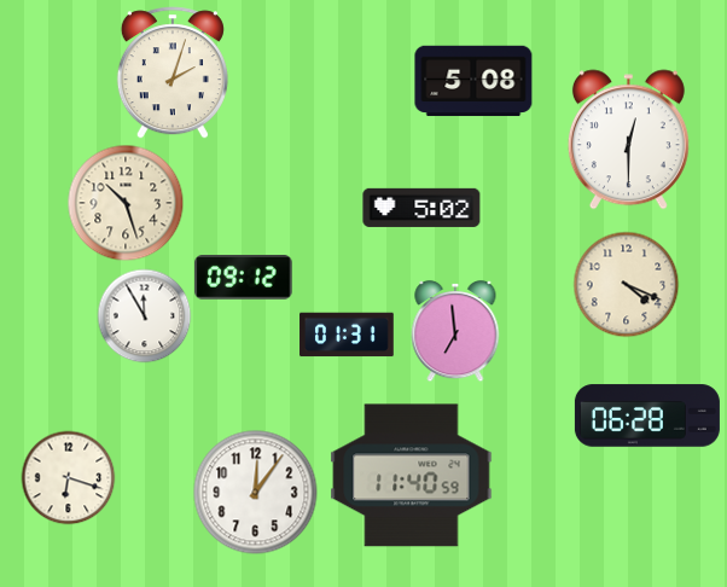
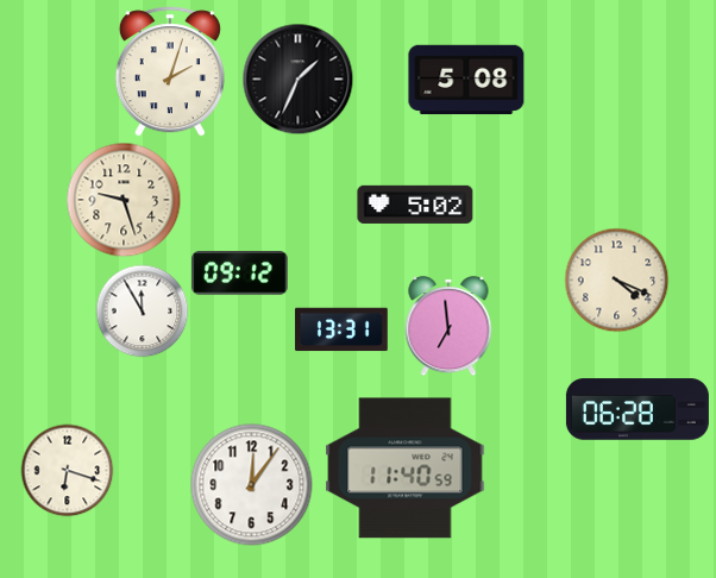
clock at (297, 78): none -> 1:34
clock at (628, 140): 12:30 -> none
clock at (126, 203): 10:27 -> 9:27
clock at (347, 335): 01:31 -> 13:31
